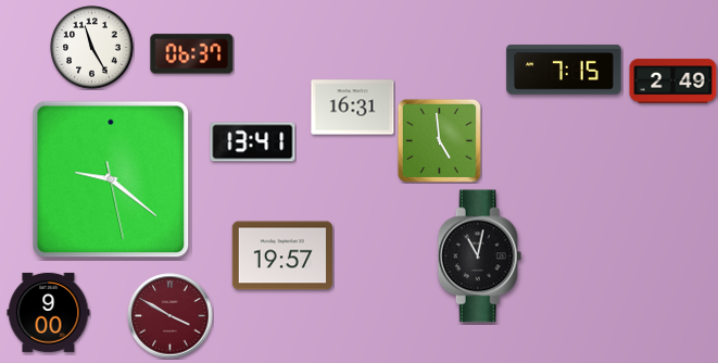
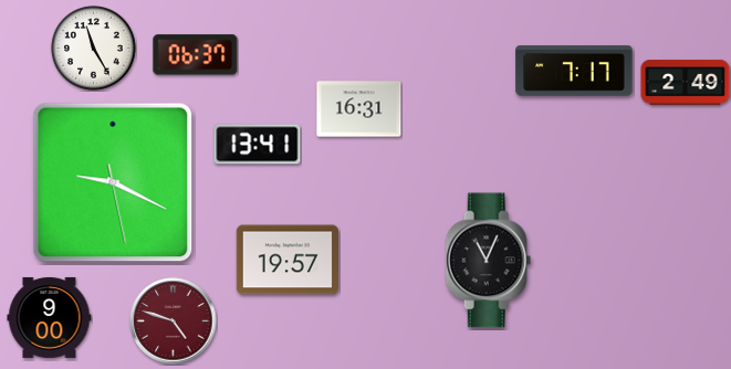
clock at (564, 70): 7:15 -> 7:17
clock at (439, 140): 4:59 -> none
clock at (111, 179): 9:21 -> 9:19
clock at (480, 256): 11:02 -> 11:04
clock at (171, 316): 3:50 -> 4:48
